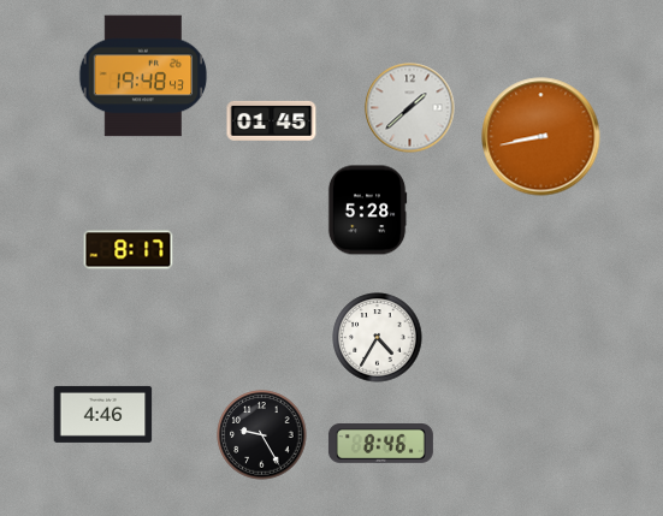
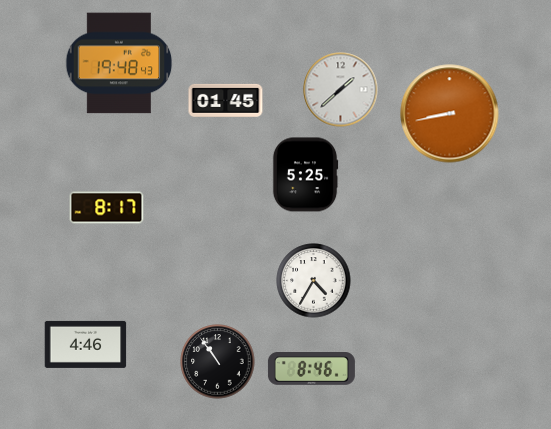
clock at (367, 210): 5:28 -> 5:25
clock at (262, 435): 9:25 -> 10:54
clock at (380, 444) position: (380, 444) -> (311, 369)
